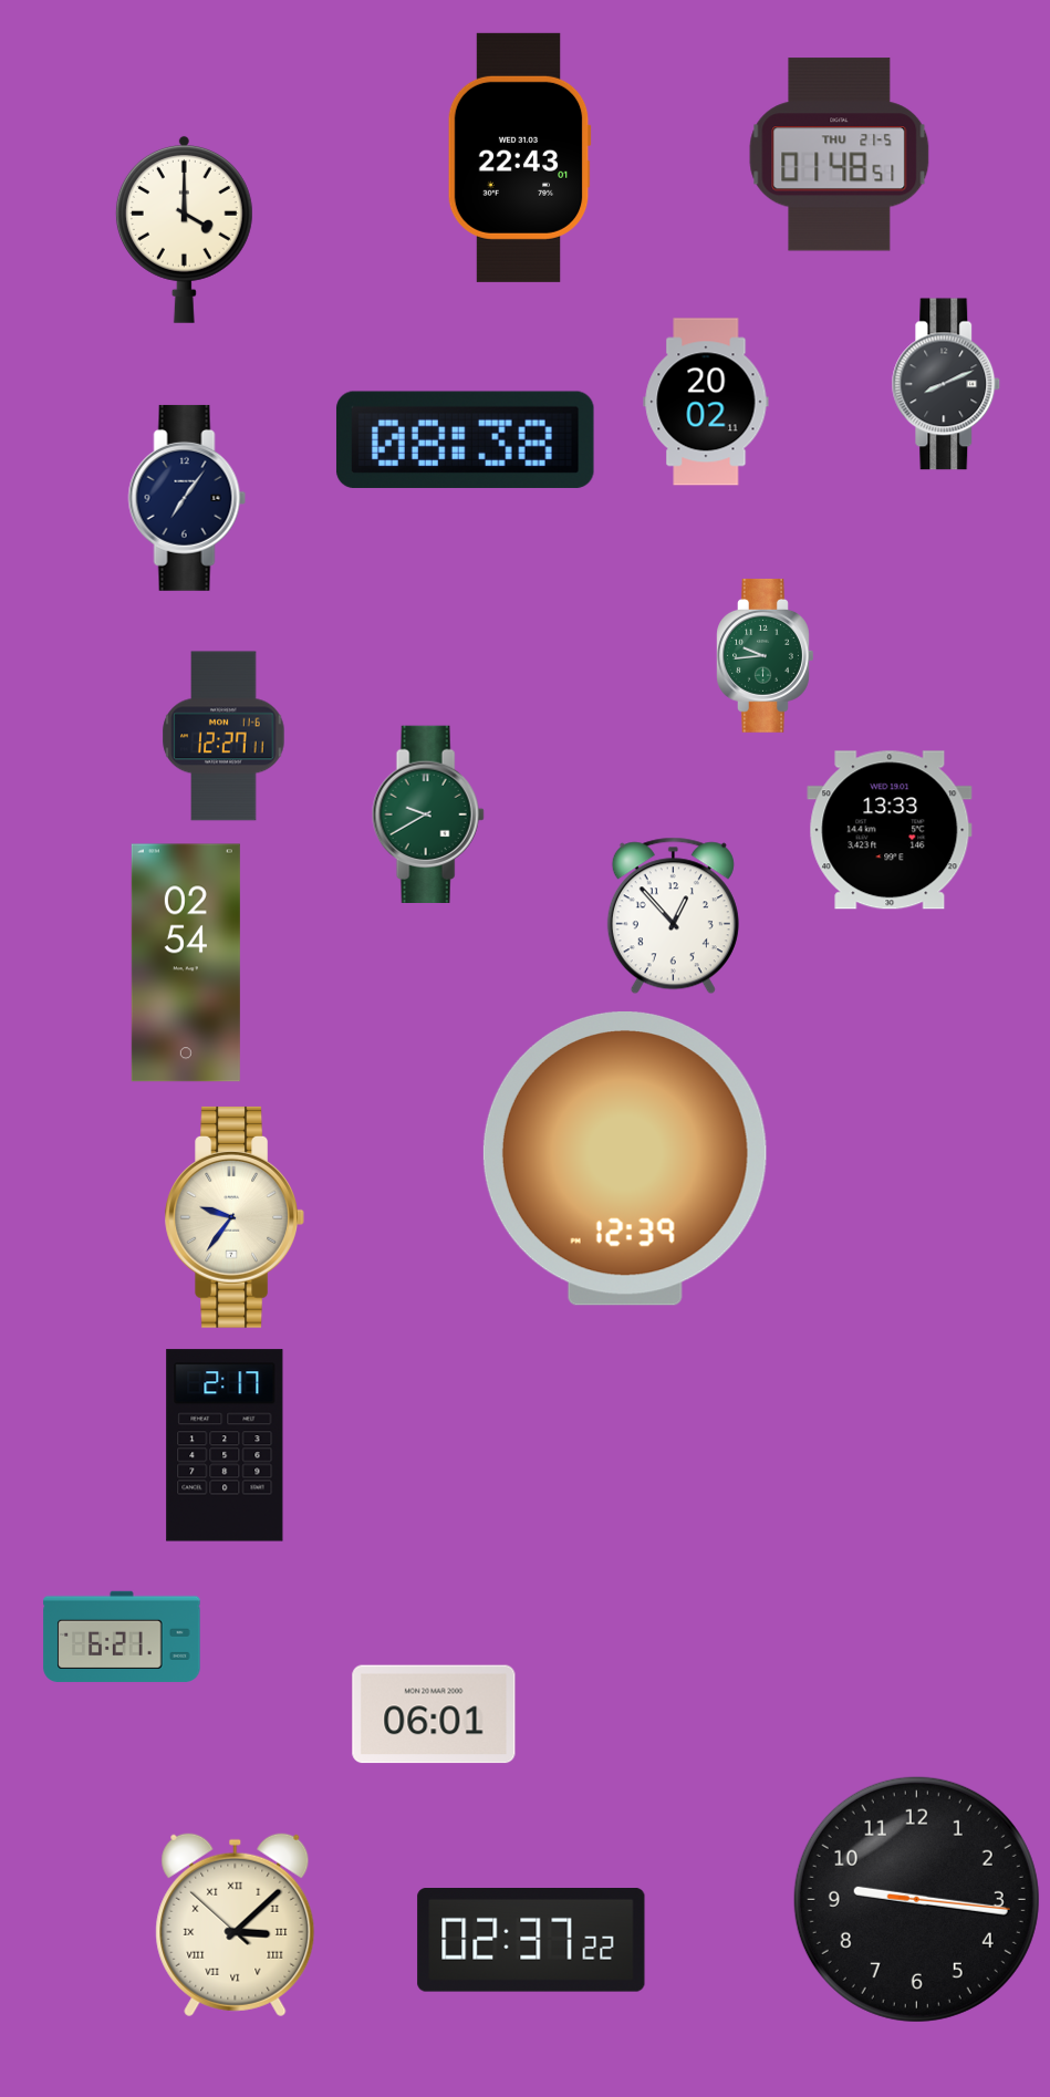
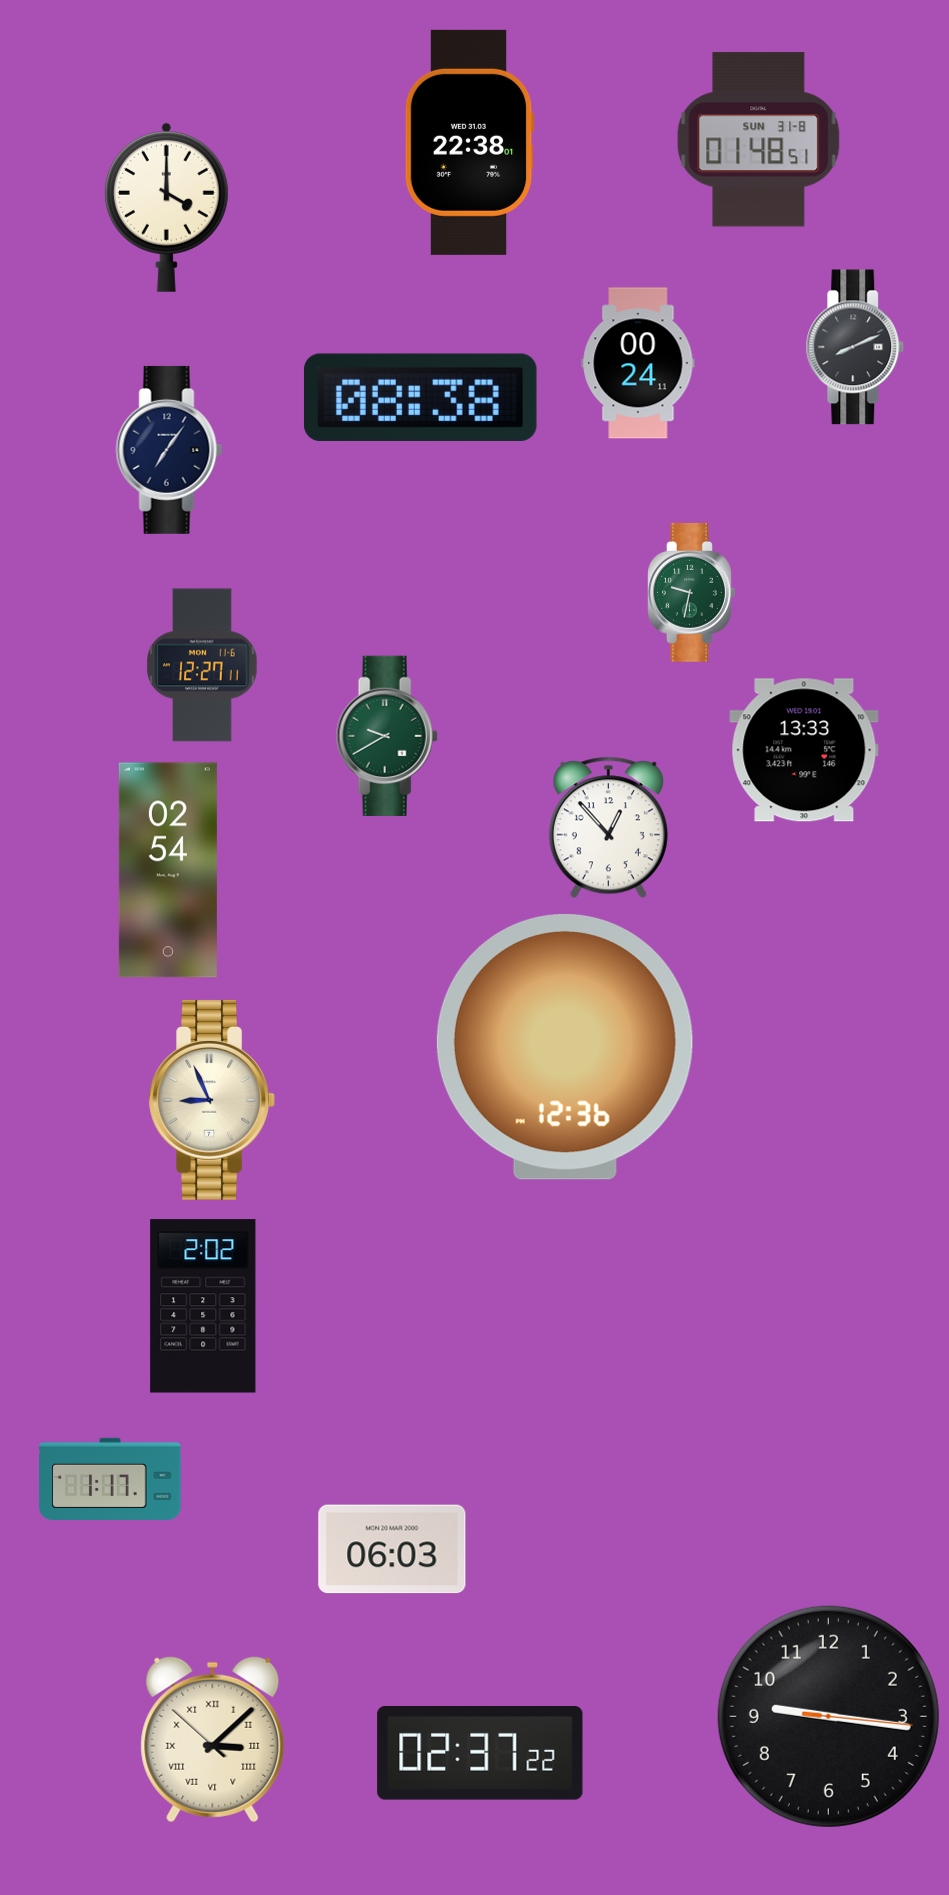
clock at (840, 155) date: THU 21-5 -> SUN 31-8
clock at (519, 157): 22:43 -> 22:38
clock at (706, 402): 20:02 -> 00:24
clock at (766, 656): 9:44 -> 9:32
clock at (625, 1159): 12:39 -> 12:36
clock at (235, 1217): 9:36 -> 8:56
clock at (225, 1445): 2:17 -> 2:02
clock at (122, 1637): 6:21 -> 1:17
clock at (434, 1714): 06:01 -> 06:03
